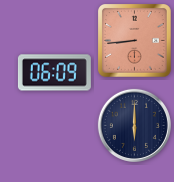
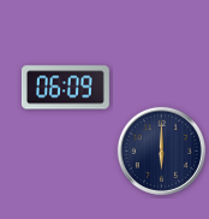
clock at (135, 41): 8:44 -> none
